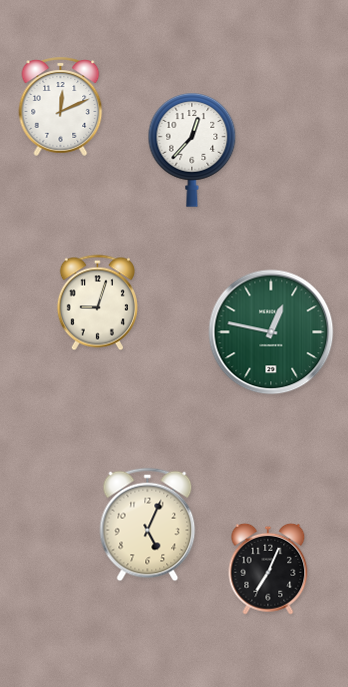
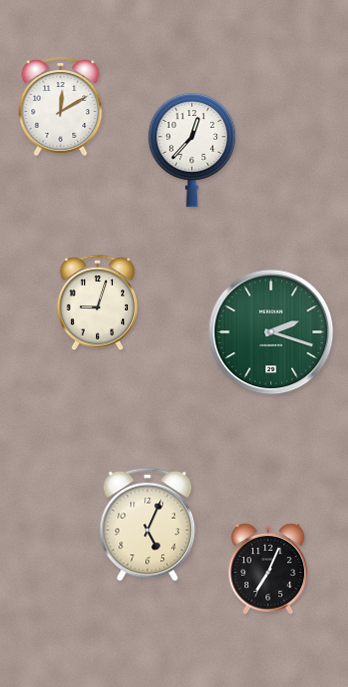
clock at (61, 106): 12:11 -> 12:10
clock at (271, 332): 12:47 -> 2:18
